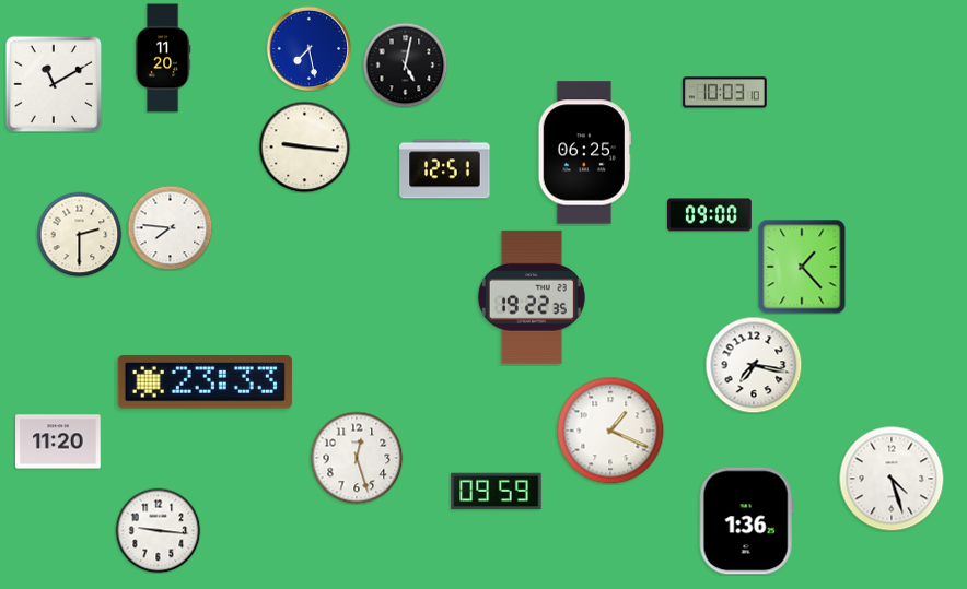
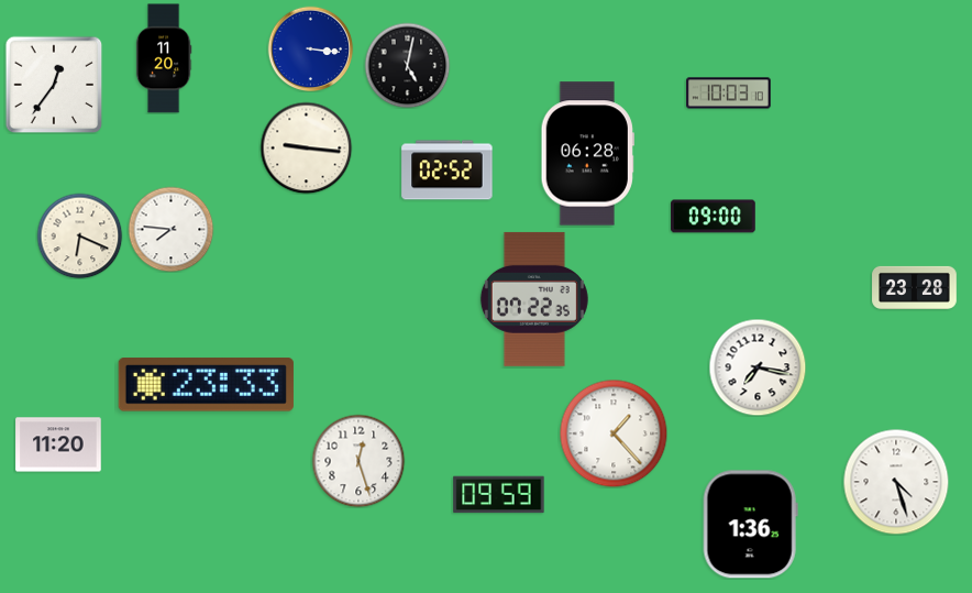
clock at (308, 48): 7:28 -> 3:16
clock at (54, 84): 11:10 -> 12:36
clock at (584, 153): 06:25 -> 06:28
clock at (445, 169): 12:51 -> 02:52
clock at (79, 234): 2:30 -> 6:19
clock at (802, 267): 1:23 -> none
clock at (915, 287): none -> 23:28
clock at (532, 297): 19:22 -> 07:22
clock at (610, 431): 1:19 -> 1:23
clock at (158, 530): 9:16 -> none
